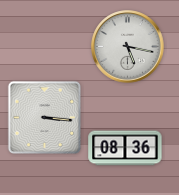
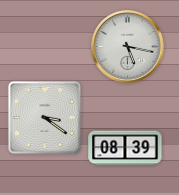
clock at (45, 118): 3:16 -> 3:21
clock at (125, 148): 08:36 -> 08:39
